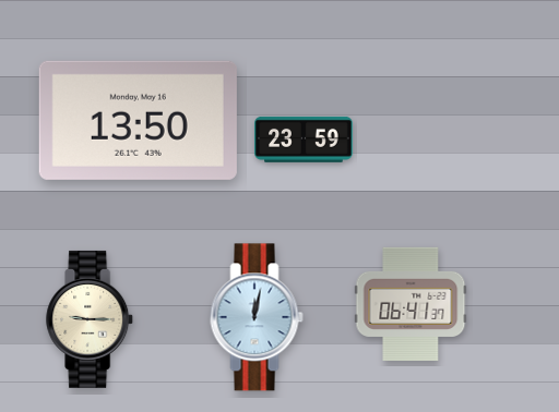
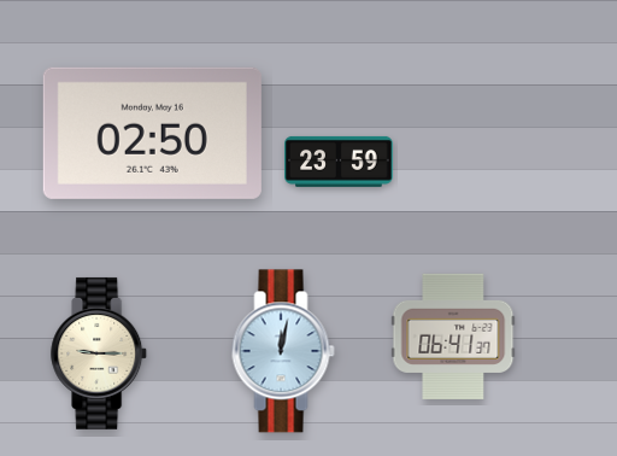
clock at (138, 120): 13:50 -> 02:50
clock at (304, 140) position: (304, 140) -> (339, 162)
